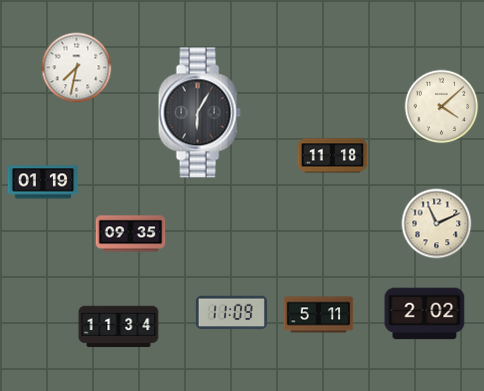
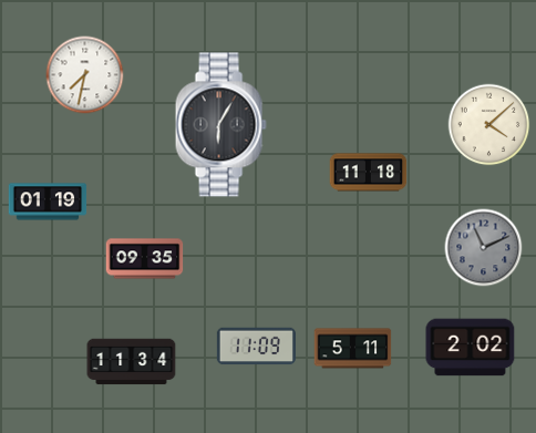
clock at (442, 107) position: (442, 107) -> (489, 125)
clock at (437, 224) dial: cream -> grey
